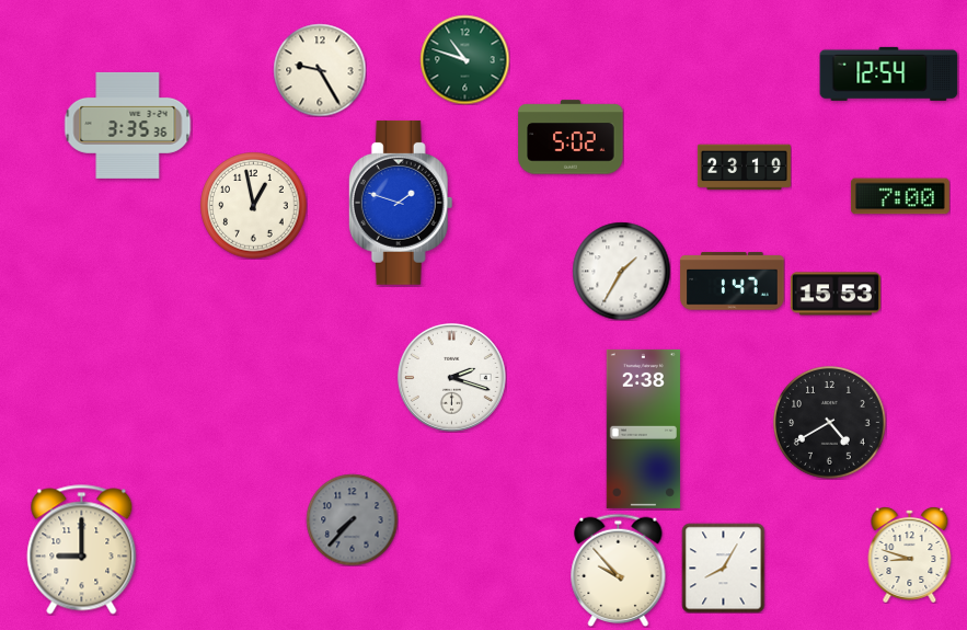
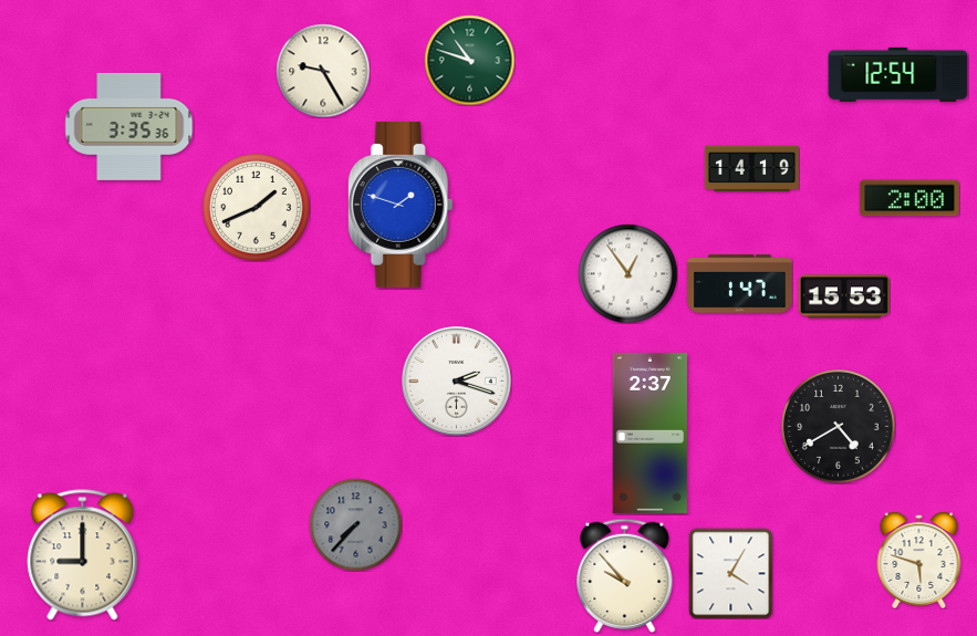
clock at (571, 137): 5:02 -> none
clock at (744, 168): 23:19 -> 14:19
clock at (900, 196): 7:00 -> 2:00
clock at (401, 203) position: (401, 203) -> (401, 205)
clock at (254, 206): 12:58 -> 1:41
clock at (621, 271): 1:35 -> 12:54
clock at (643, 428): 2:38 -> 2:37
clock at (910, 555): 8:48 -> 5:48
clock at (724, 568): 8:05 -> 4:05
